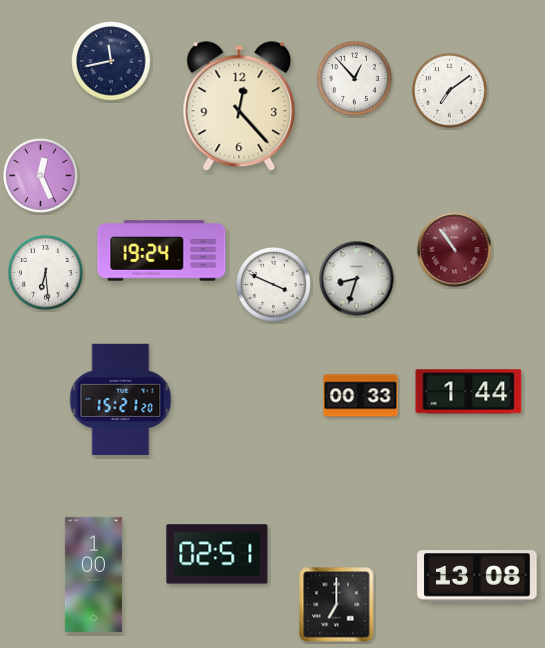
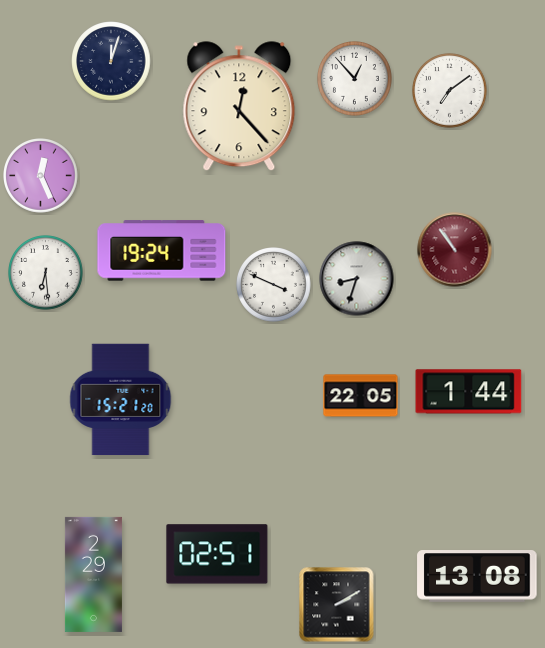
clock at (111, 61): 11:43 -> 12:03
clock at (361, 396): 00:33 -> 22:05
clock at (93, 574): 1:00 -> 2:29
clock at (337, 605): 7:00 -> 2:10
